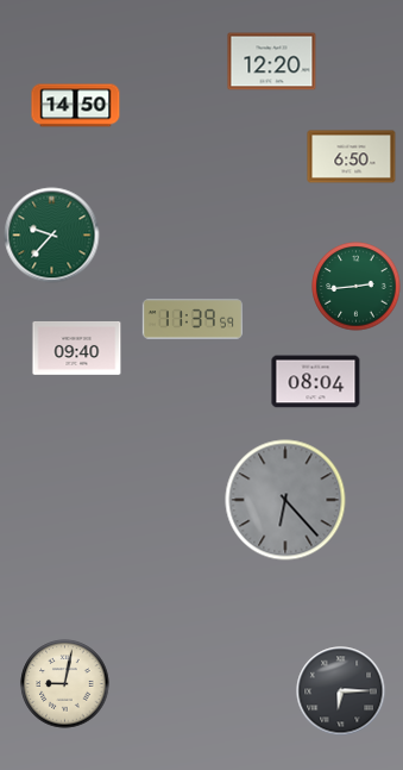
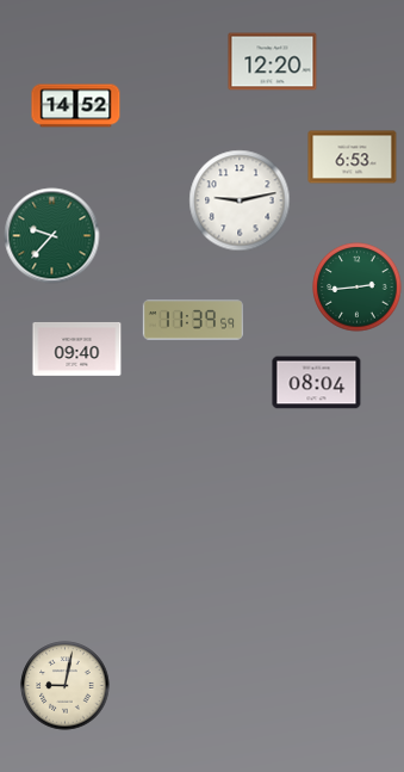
clock at (76, 106): 14:50 -> 14:52
clock at (352, 157): 6:50 -> 6:53
clock at (240, 200): none -> 9:13
clock at (285, 500): 6:23 -> none
clock at (341, 691): 6:15 -> none
